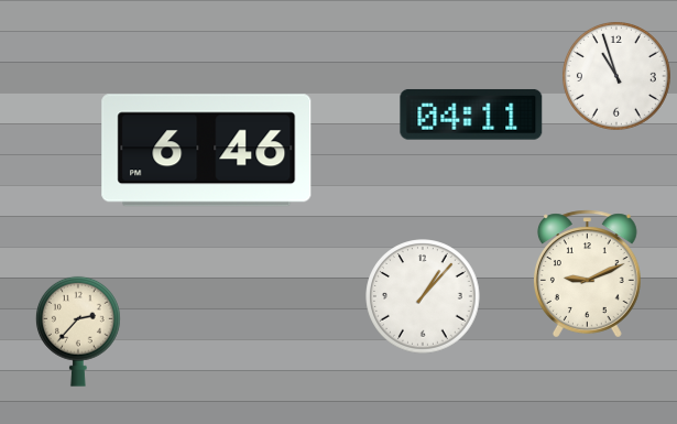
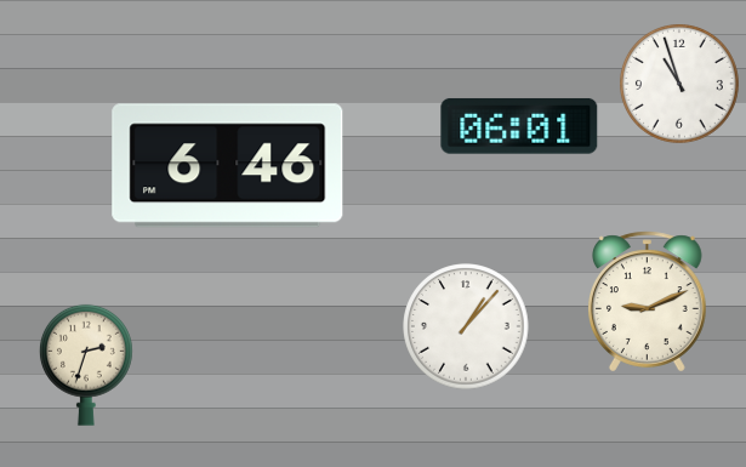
clock at (471, 115): 04:11 -> 06:01
clock at (78, 331): 2:37 -> 2:33
